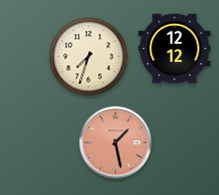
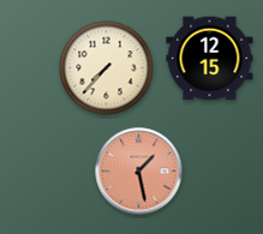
clock at (175, 49): 12:12 -> 12:15
clock at (89, 57): 7:33 -> 7:37
